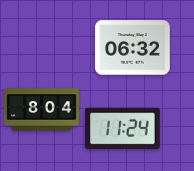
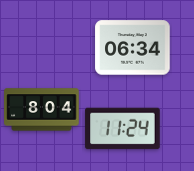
clock at (133, 48): 06:32 -> 06:34
